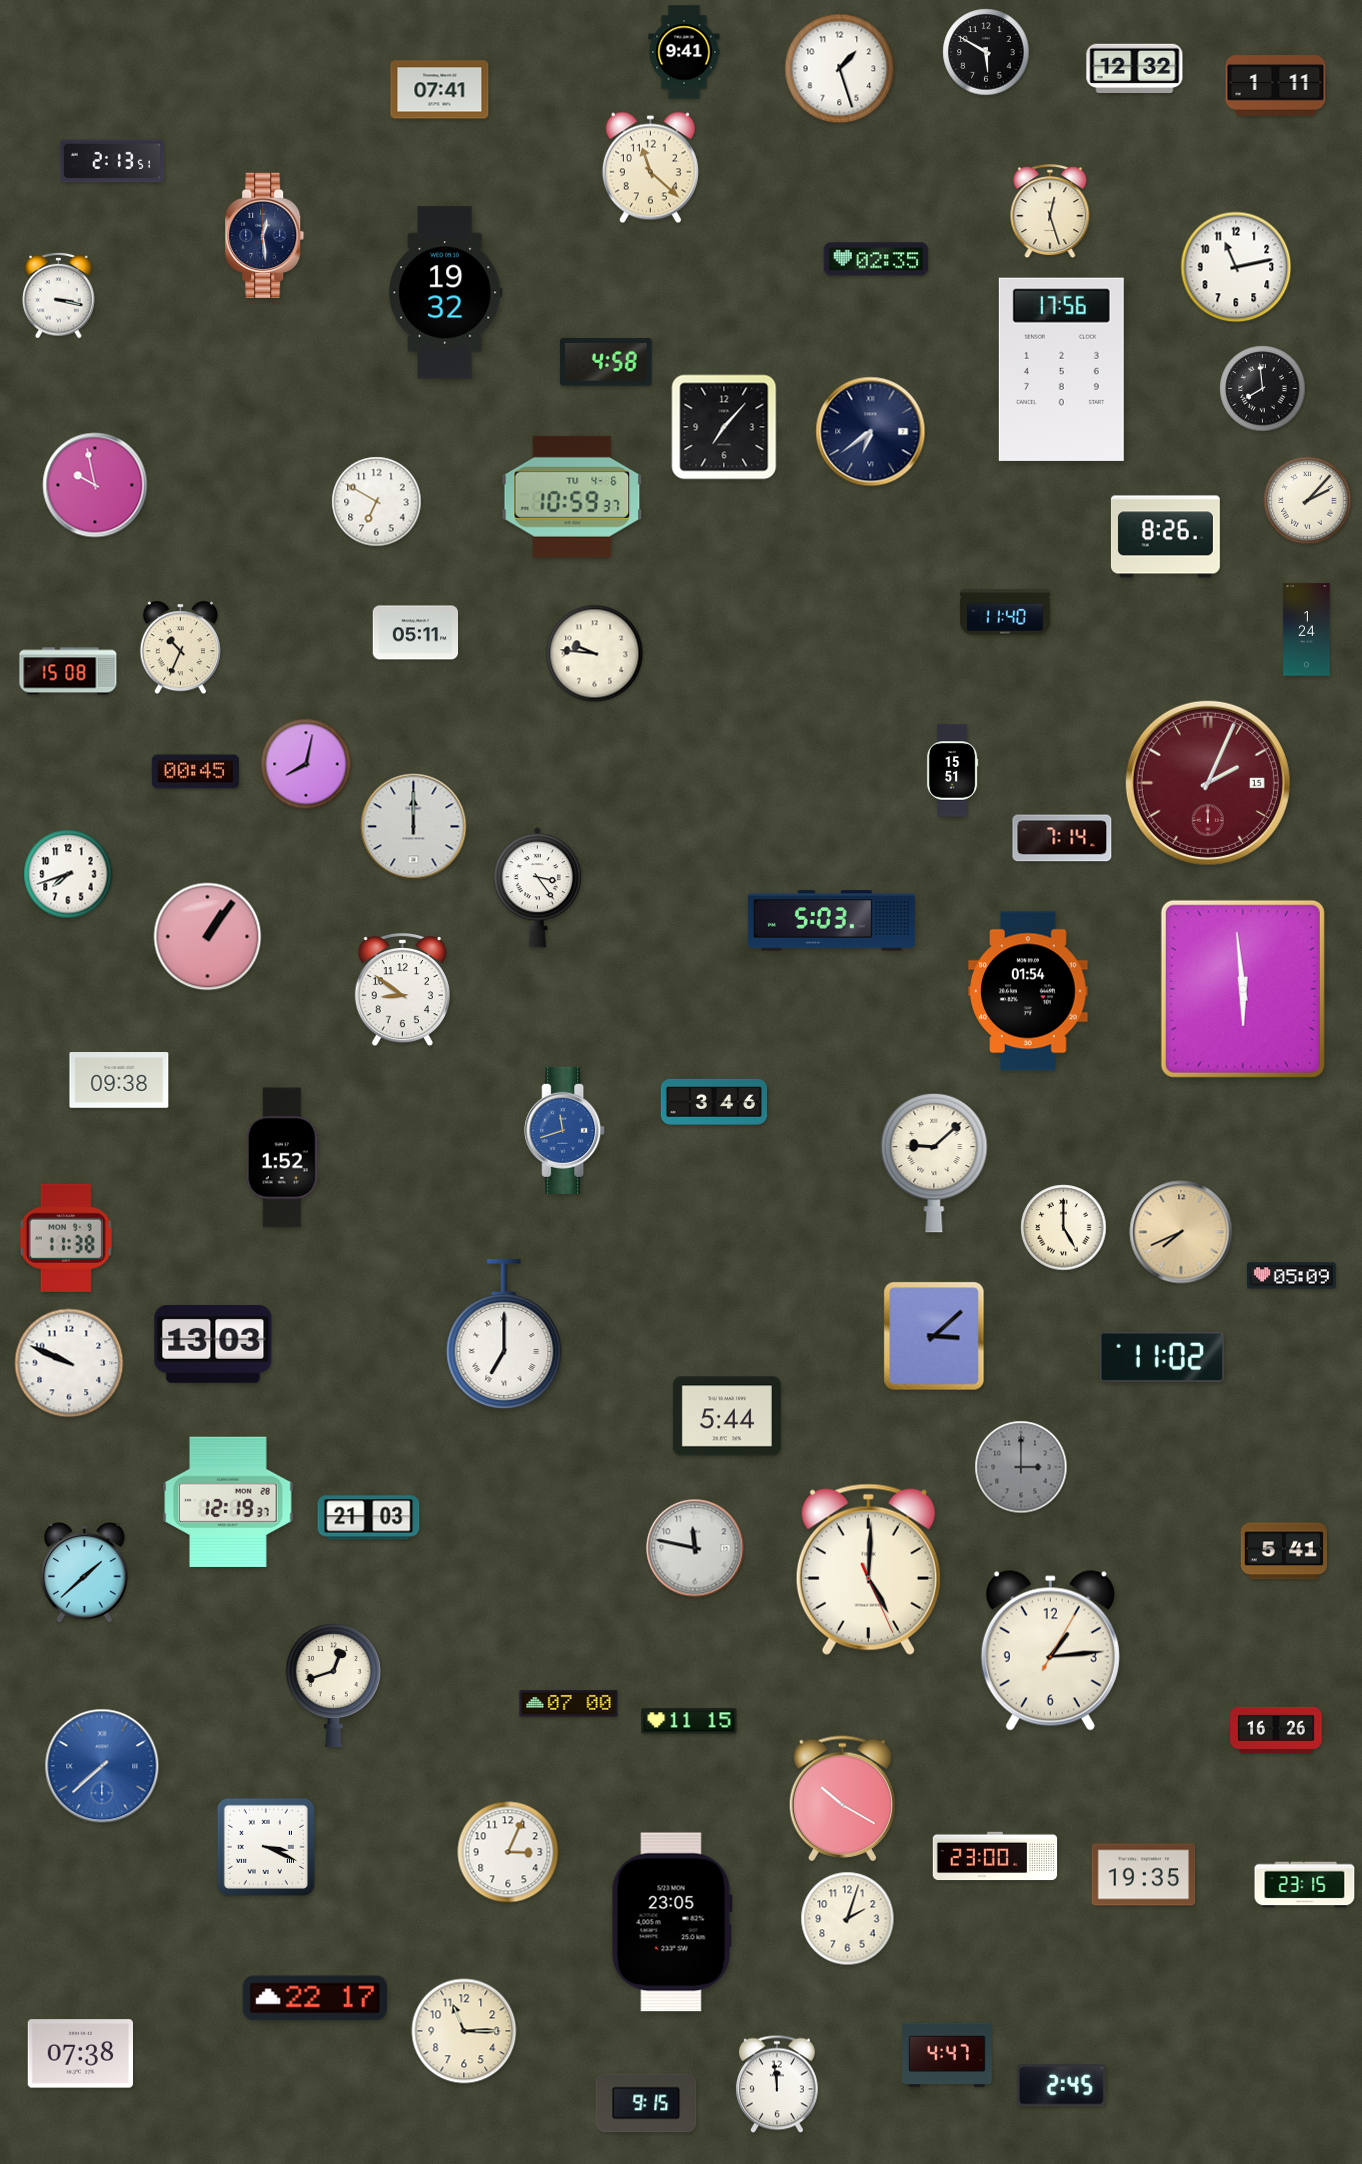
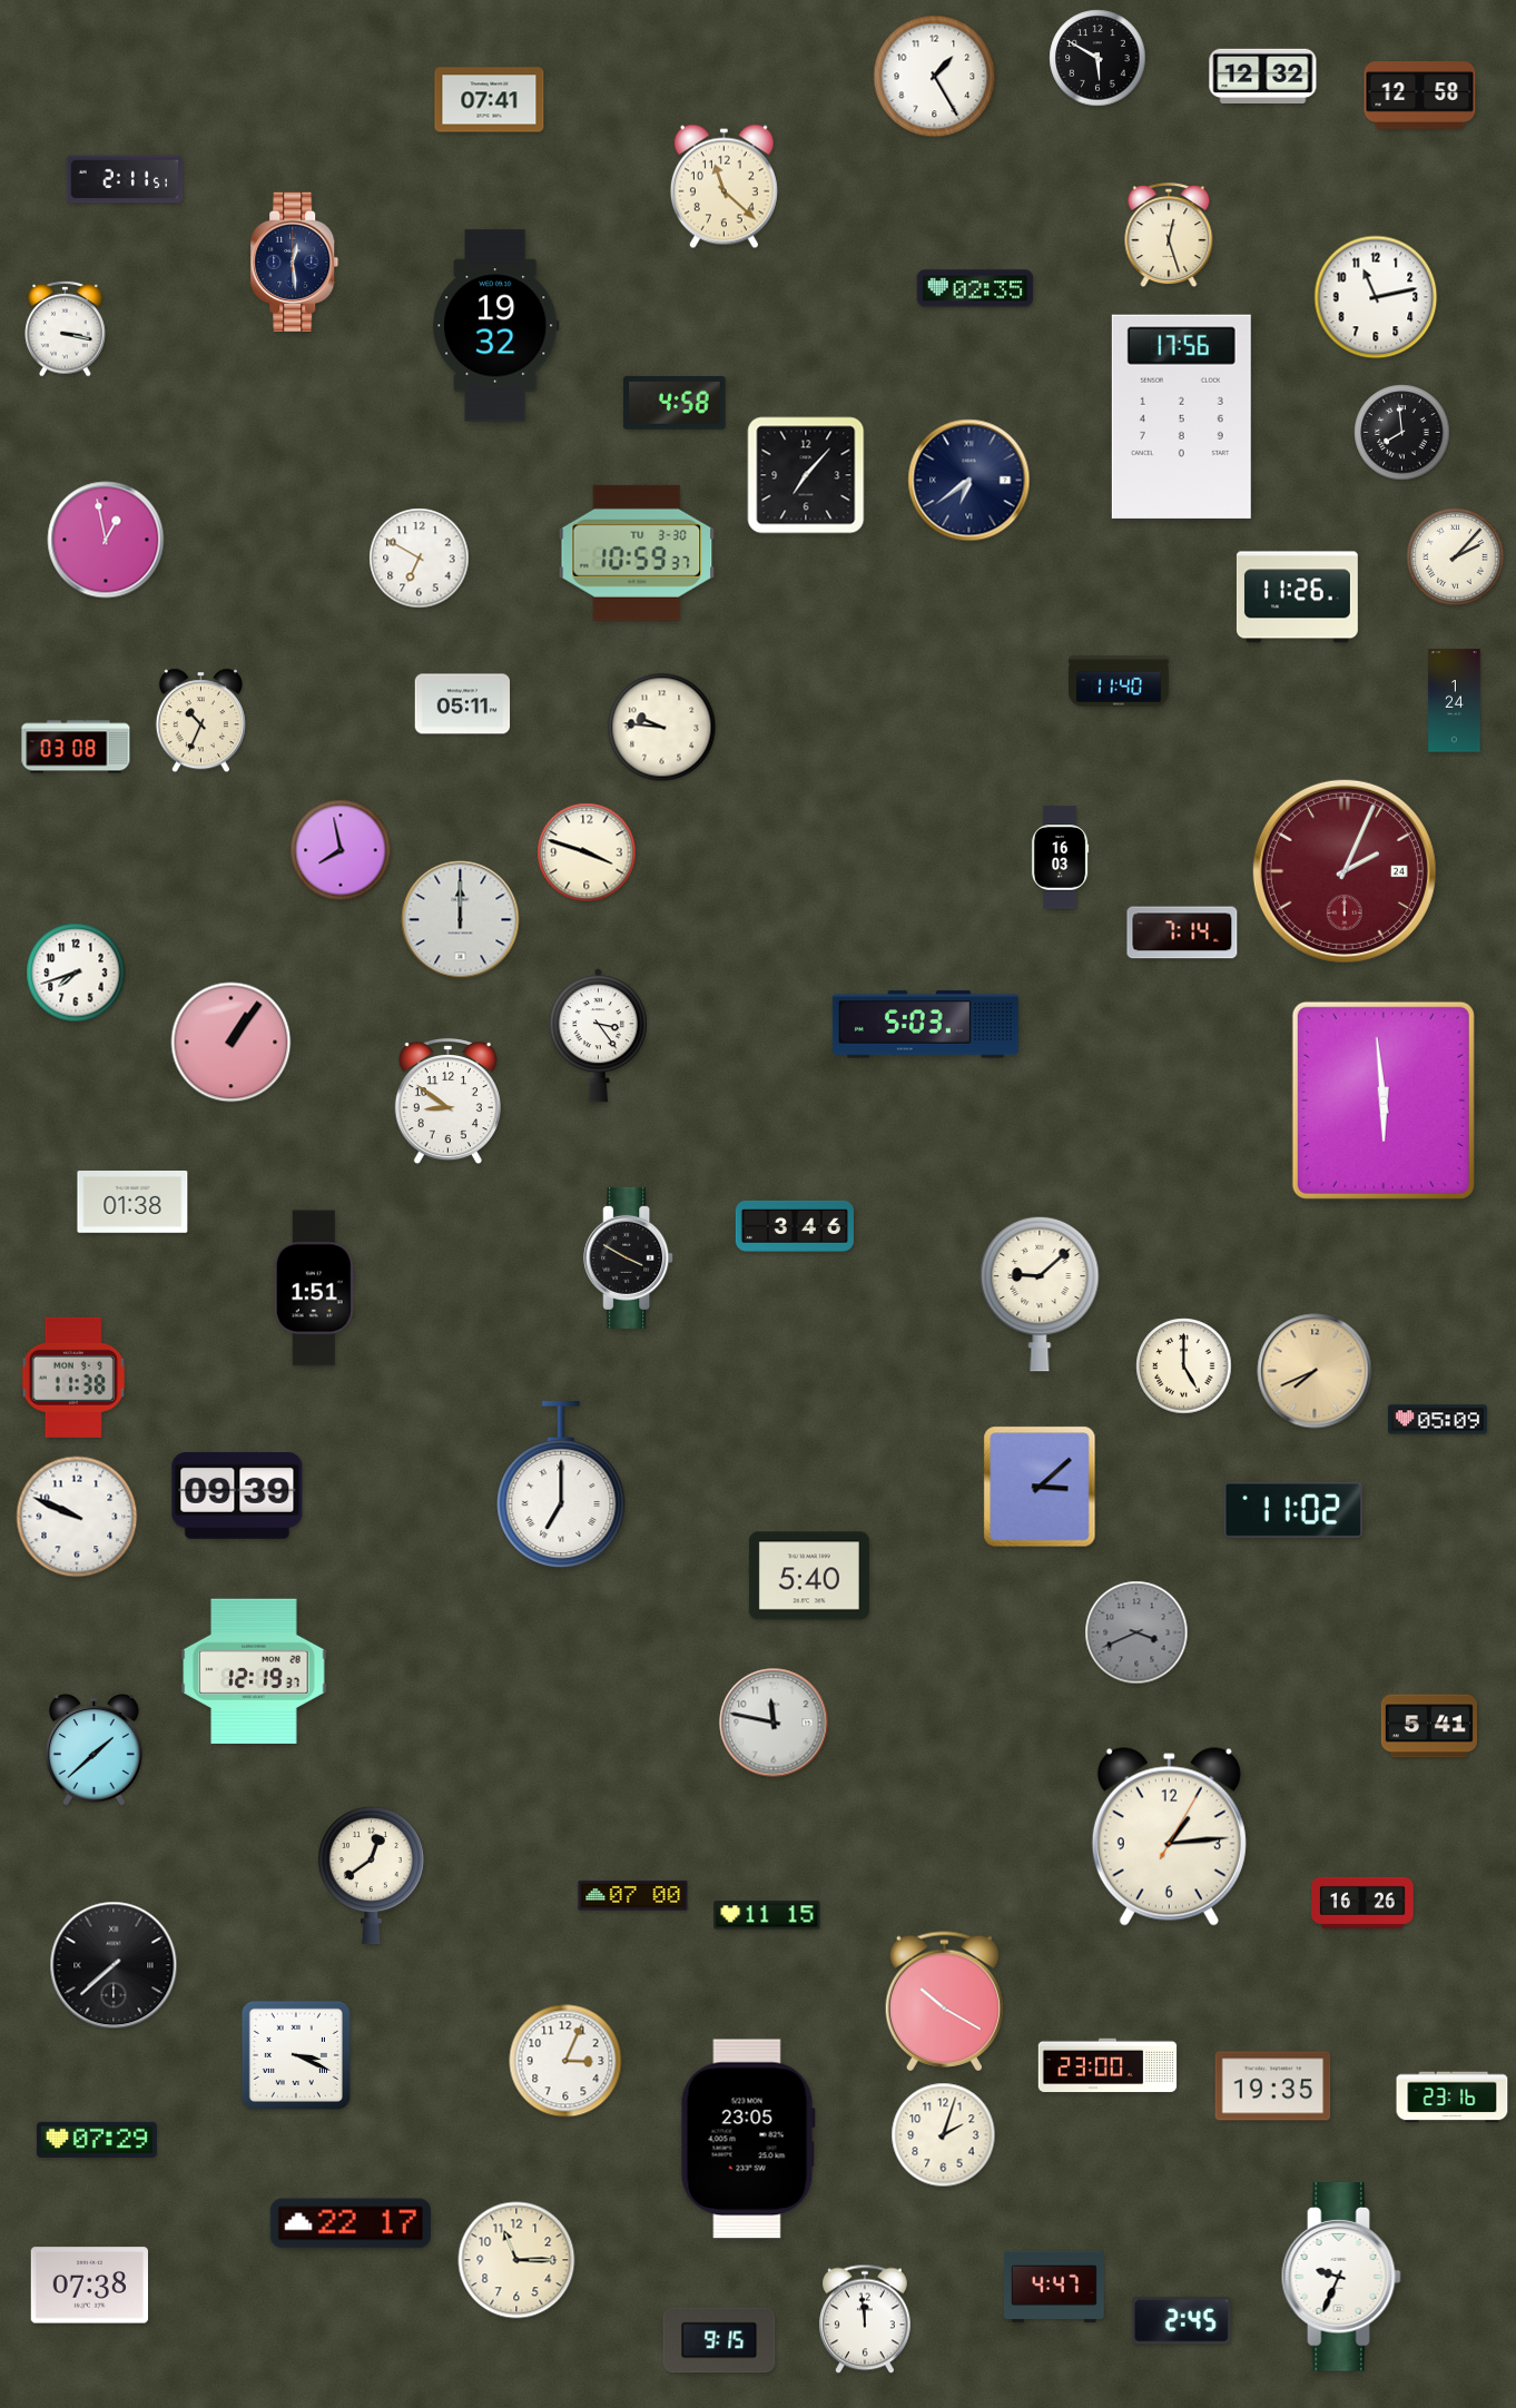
clock at (684, 52): 9:41 -> none
clock at (840, 69): 1:27 -> 1:25
clock at (1276, 86): 1:11 -> 12:58
clock at (112, 161): 2:13 -> 2:11
clock at (1061, 369) position: (1061, 369) -> (1181, 416)
clock at (1263, 389) position: (1263, 389) -> (1402, 433)
clock at (95, 485): 9:58 -> 12:58
clock at (572, 497) date: TU 4-6 -> TU 3-30
clock at (1165, 537): 8:26 -> 11:26
clock at (68, 671): 15:08 -> 03:08
clock at (306, 764): 8:02 -> 7:58
clock at (587, 852): none -> 3:48
clock at (952, 771): 15:51 -> 16:03
clock at (195, 772): 00:45 -> none
clock at (1208, 783) date: 15 -> 24
clock at (537, 888) position: (537, 888) -> (598, 1036)
clock at (1028, 991): 01:54 -> none
clock at (119, 1081): 09:38 -> 01:38
clock at (565, 1130): 11:42 -> 3:50
clock at (565, 1130) dial: blue -> black
clock at (282, 1158): 1:52 -> 1:51
clock at (213, 1345): 13:03 -> 09:39
clock at (727, 1416): 5:44 -> 5:40
clock at (1021, 1467): 3:00 -> 3:41
clock at (369, 1518): 21:03 -> none
clock at (868, 1569): 5:00 -> none
clock at (333, 1686): 12:42 -> 12:39
clock at (1276, 1730) position: (1276, 1730) -> (1362, 1903)
clock at (102, 1766) dial: blue -> black
clock at (842, 1799) position: (842, 1799) -> (944, 2002)
clock at (1305, 1885): 23:15 -> 23:16
clock at (97, 2140): none -> 07:29
clock at (1341, 2278): none -> 9:34
